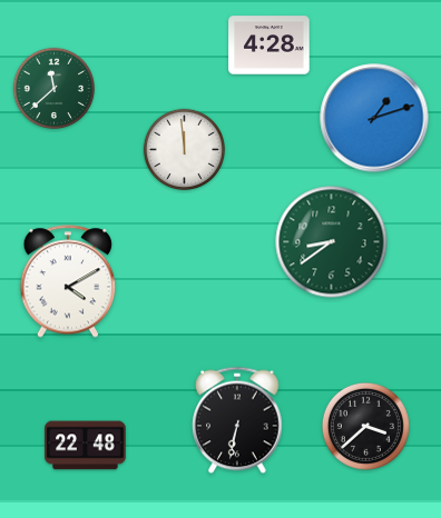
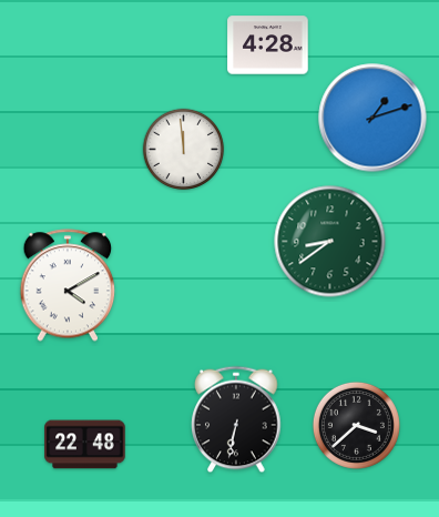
clock at (55, 89): 11:38 -> none
clock at (68, 281) position: (68, 281) -> (68, 285)
clock at (365, 426) position: (365, 426) -> (356, 425)
